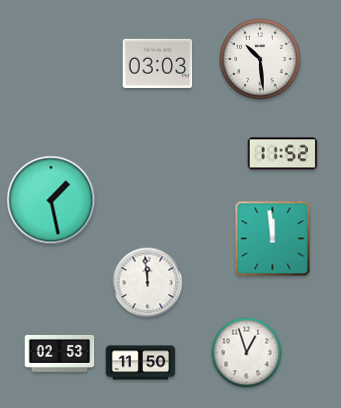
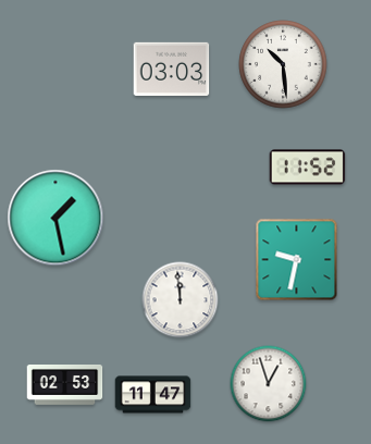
clock at (273, 239): 11:59 -> 9:32
clock at (148, 283) position: (148, 283) -> (181, 300)
clock at (141, 363): 11:50 -> 11:47
